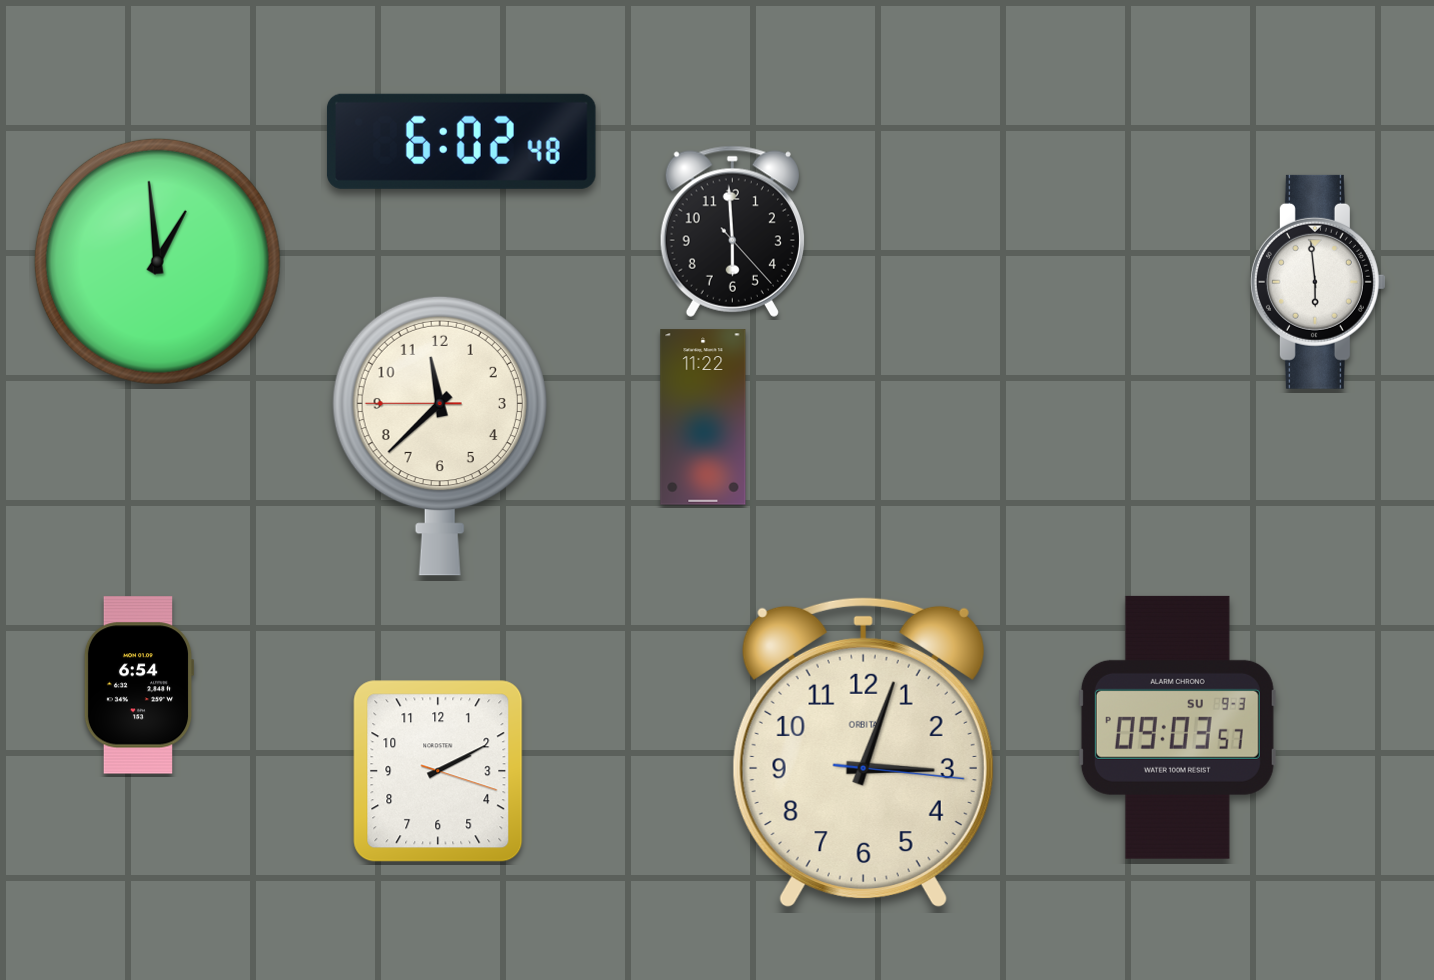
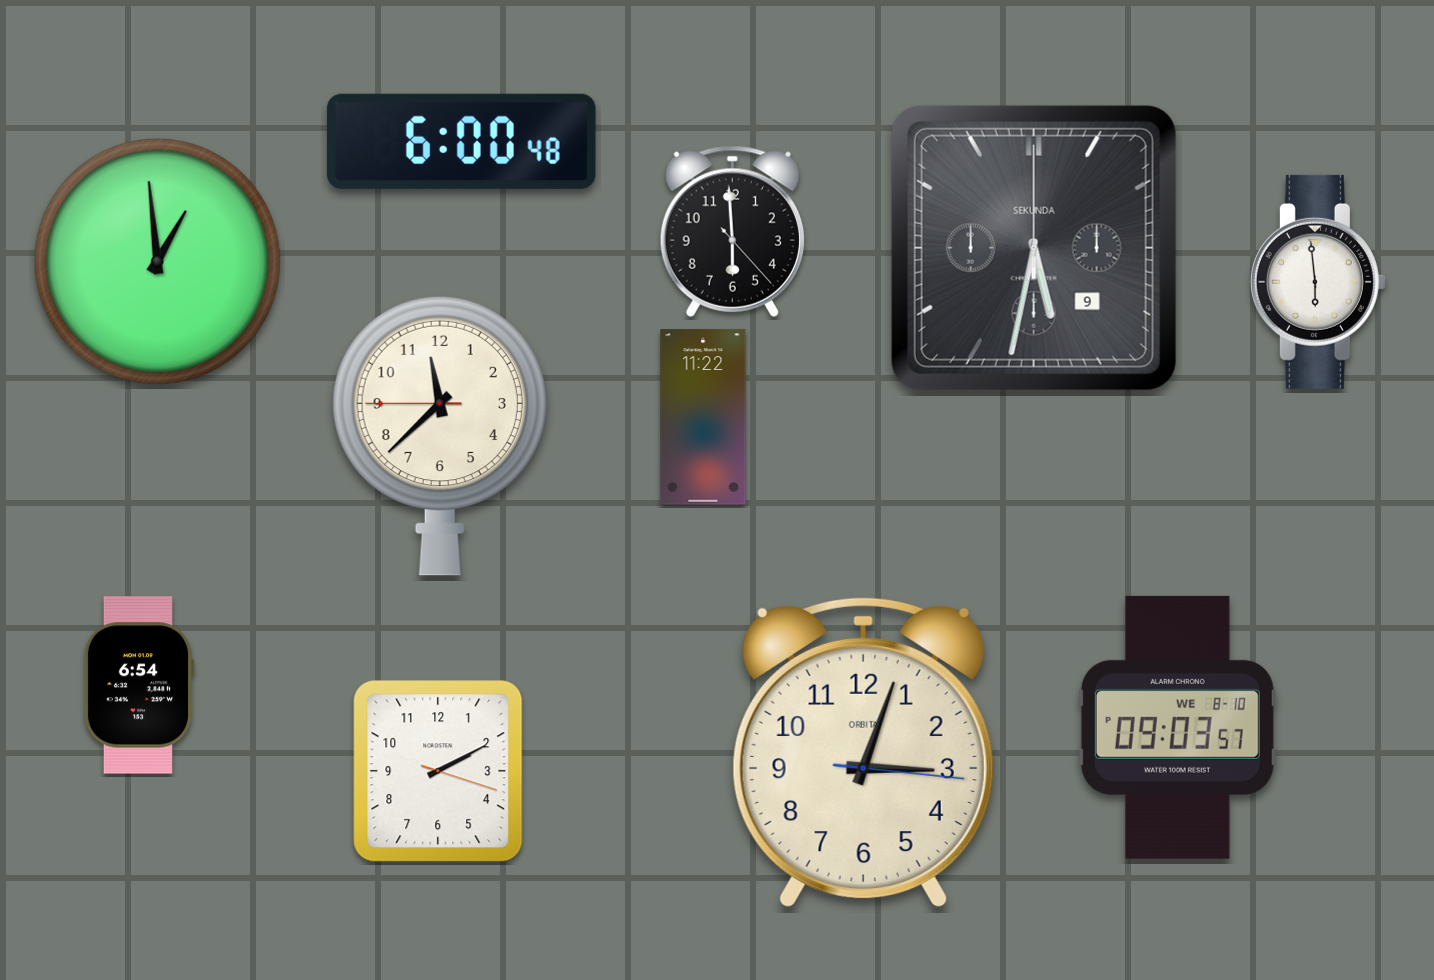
clock at (461, 141): 6:02 -> 6:00
clock at (1034, 248): none -> 5:32
clock at (1177, 727) date: SU 9-3 -> WE 8-10
